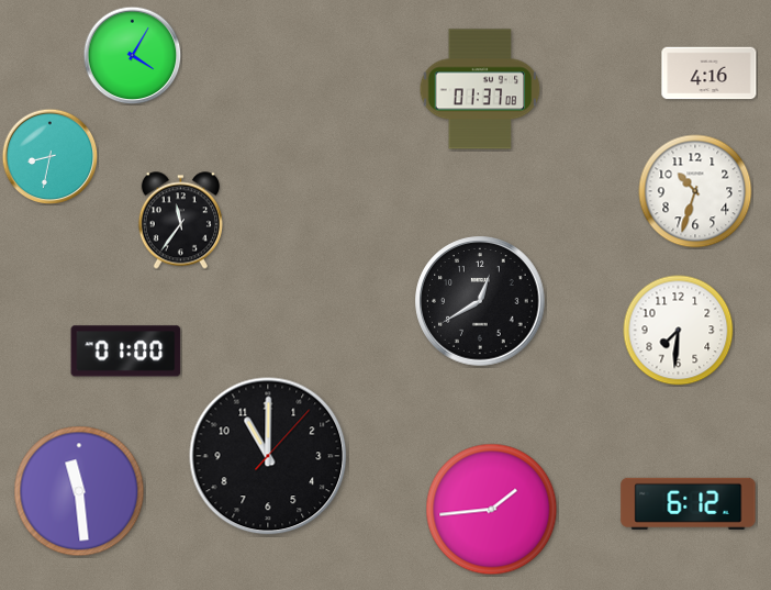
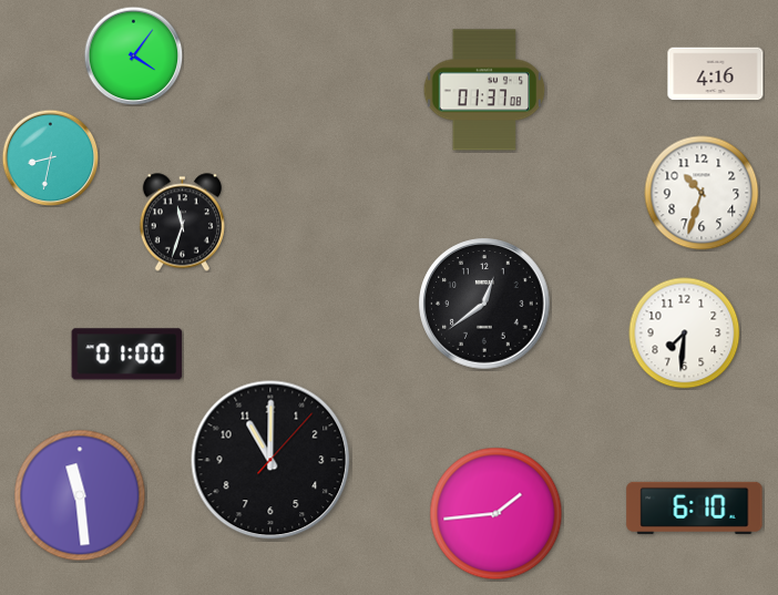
clock at (132, 55): 4:05 -> 4:06
clock at (180, 221): 11:36 -> 11:33
clock at (480, 301): 12:40 -> 12:39
clock at (689, 503): 6:12 -> 6:10
